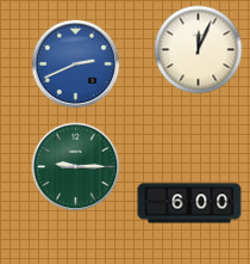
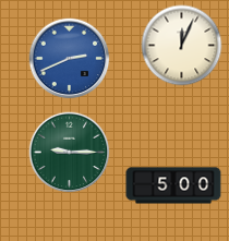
clock at (189, 203): 6:00 -> 5:00
